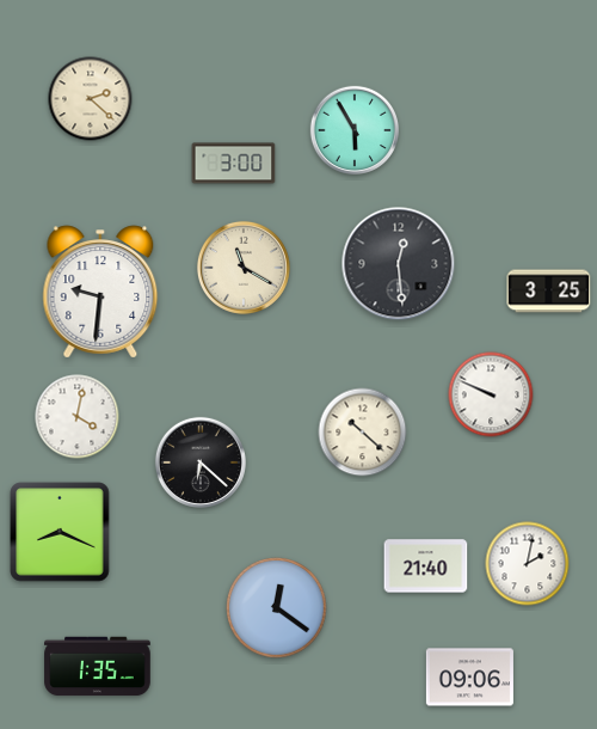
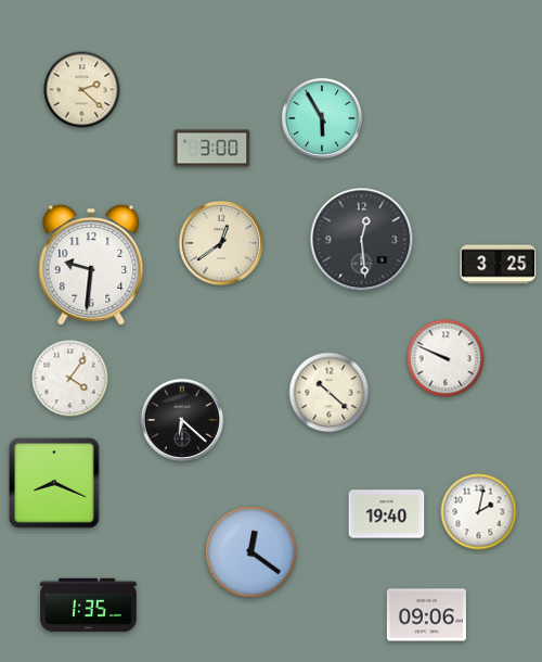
clock at (244, 268): 11:20 -> 12:39
clock at (78, 417): 4:02 -> 4:06
clock at (426, 566): 21:40 -> 19:40
